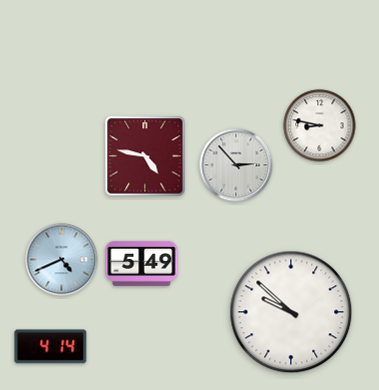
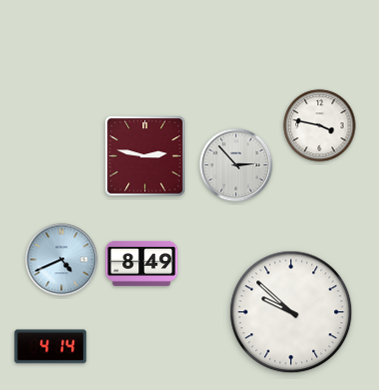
clock at (320, 126): 8:47 -> 3:47
clock at (145, 156): 4:47 -> 2:47
clock at (142, 263): 5:49 -> 8:49
